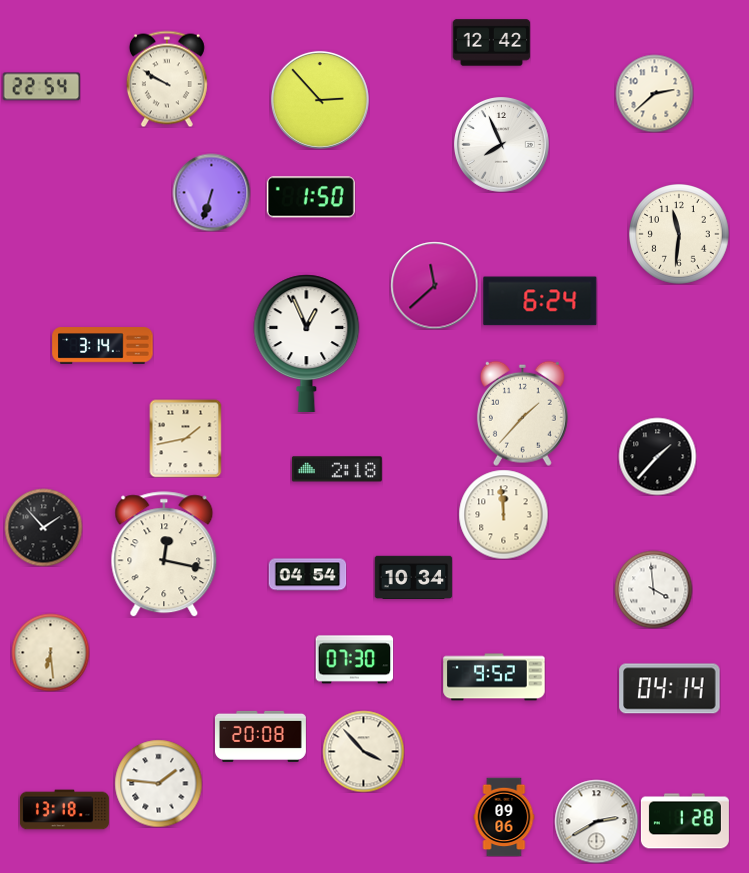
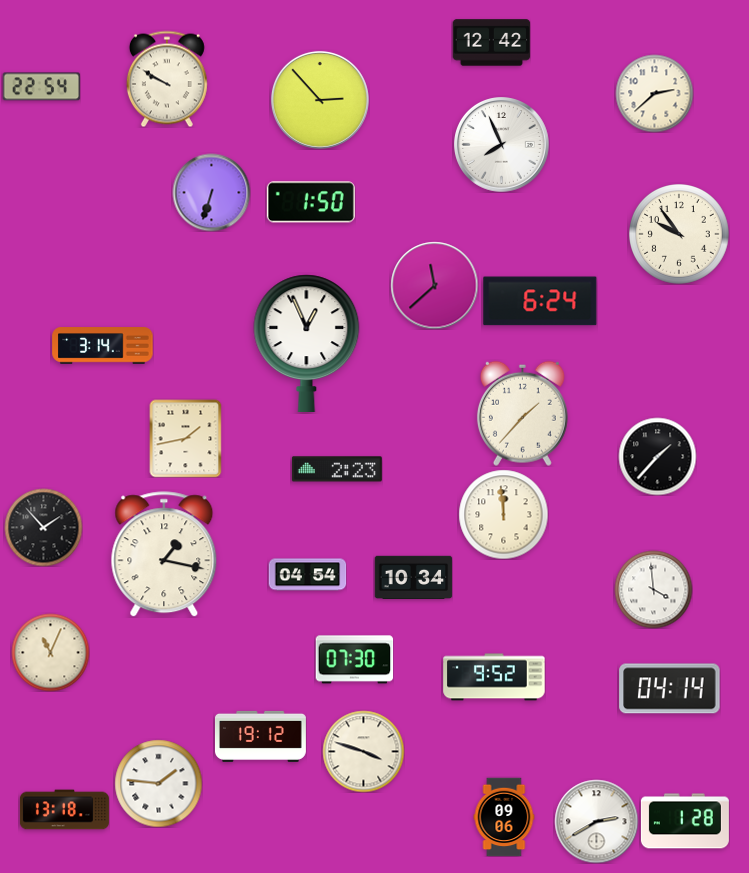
clock at (311, 197) position: (311, 197) -> (311, 202)
clock at (680, 235): 11:31 -> 9:54
clock at (337, 469): 2:18 -> 2:23
clock at (164, 554): 12:17 -> 1:17
clock at (50, 652): 6:29 -> 11:04
clock at (260, 736): 20:08 -> 19:12
clock at (363, 751): 3:53 -> 3:48
